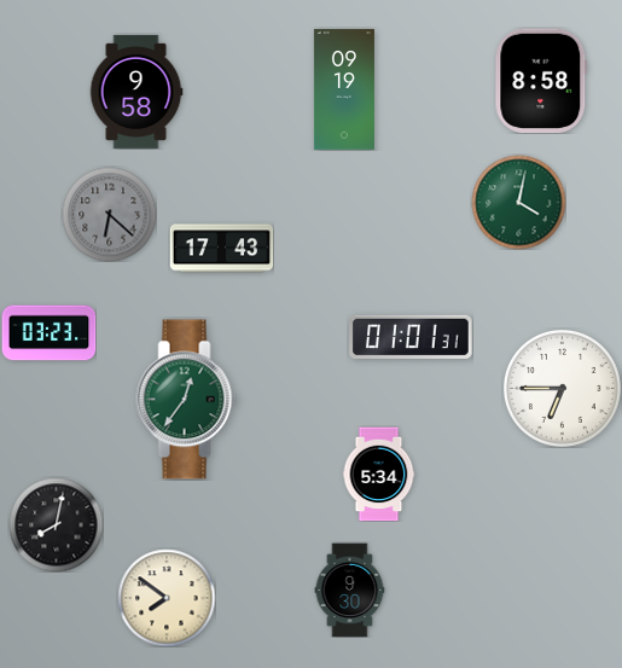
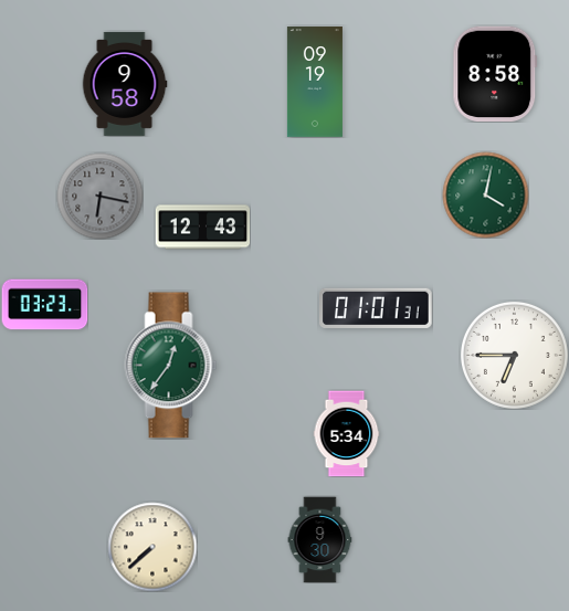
clock at (518, 202) position: (518, 202) -> (485, 194)
clock at (109, 214): 6:22 -> 6:17
clock at (221, 249): 17:43 -> 12:43
clock at (56, 524): 8:02 -> none
clock at (167, 598): 7:51 -> 7:38
